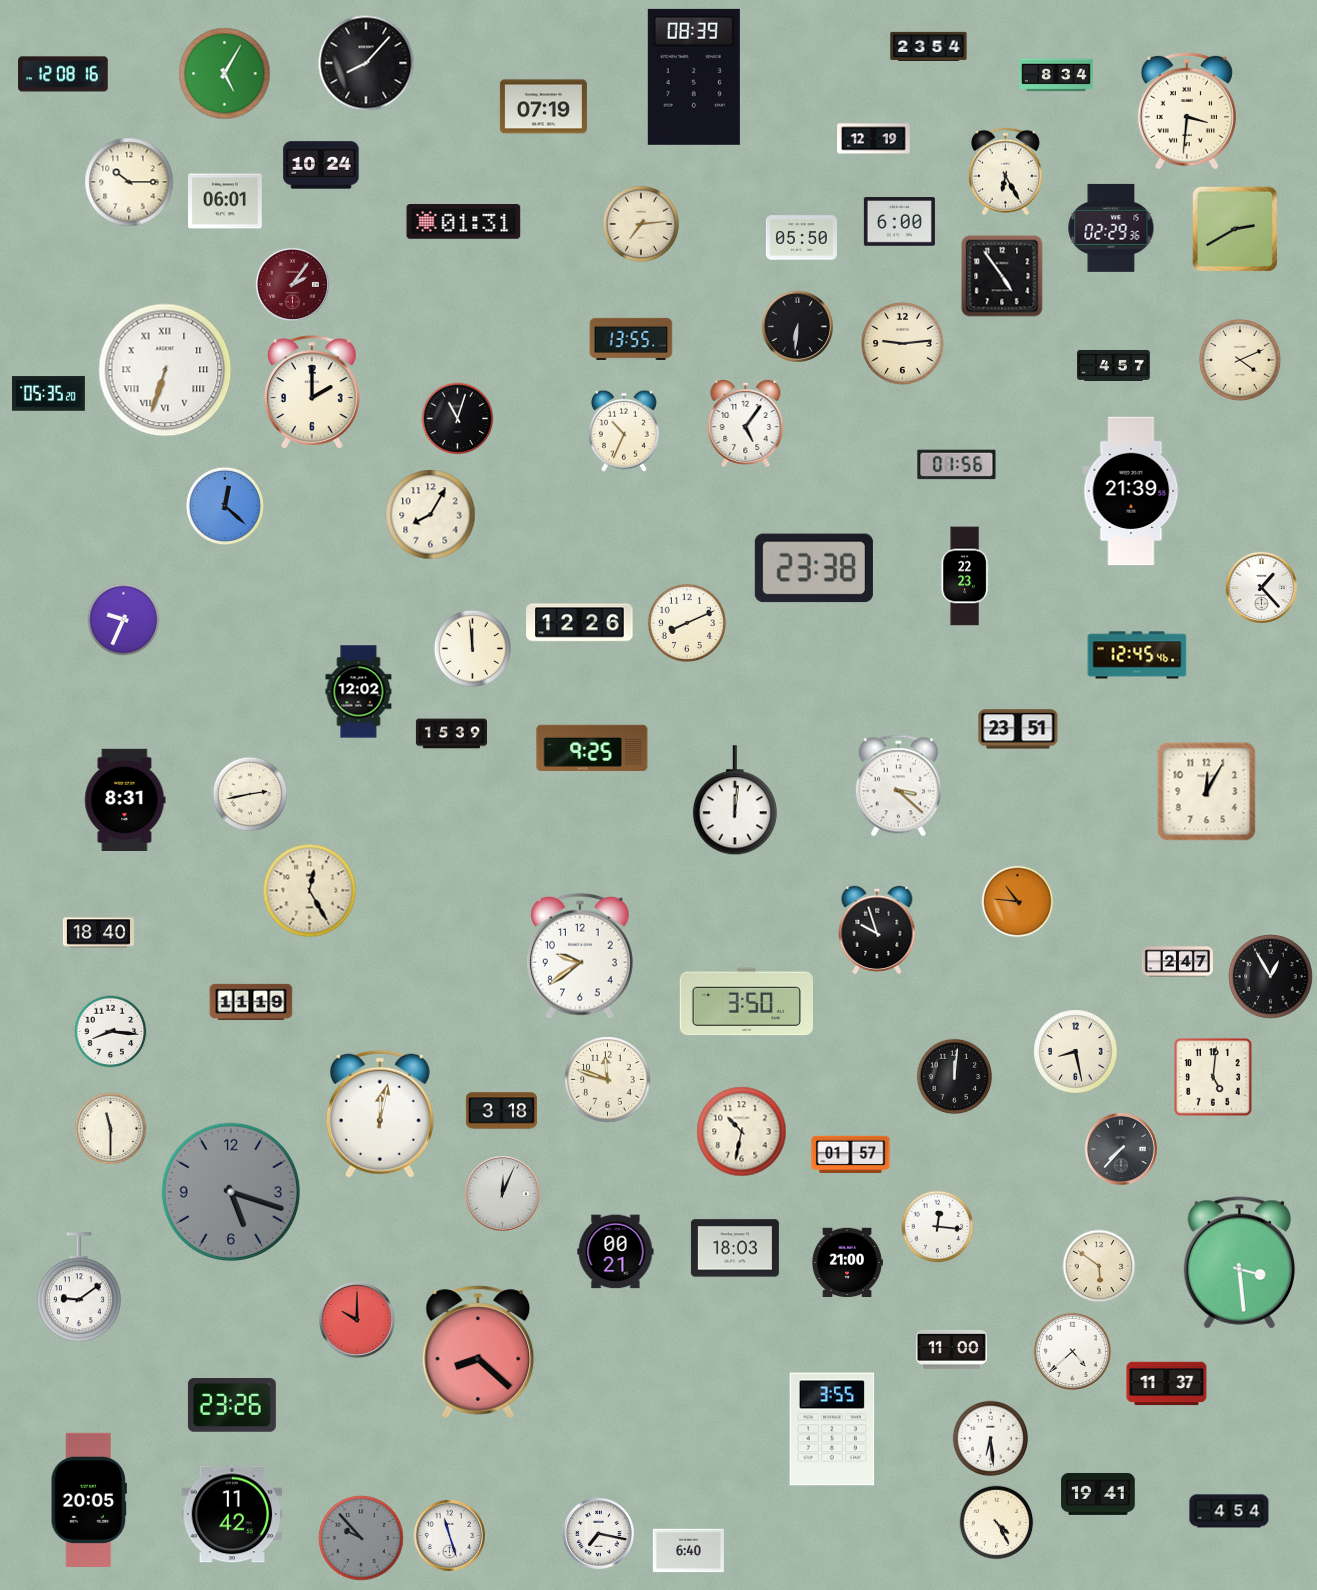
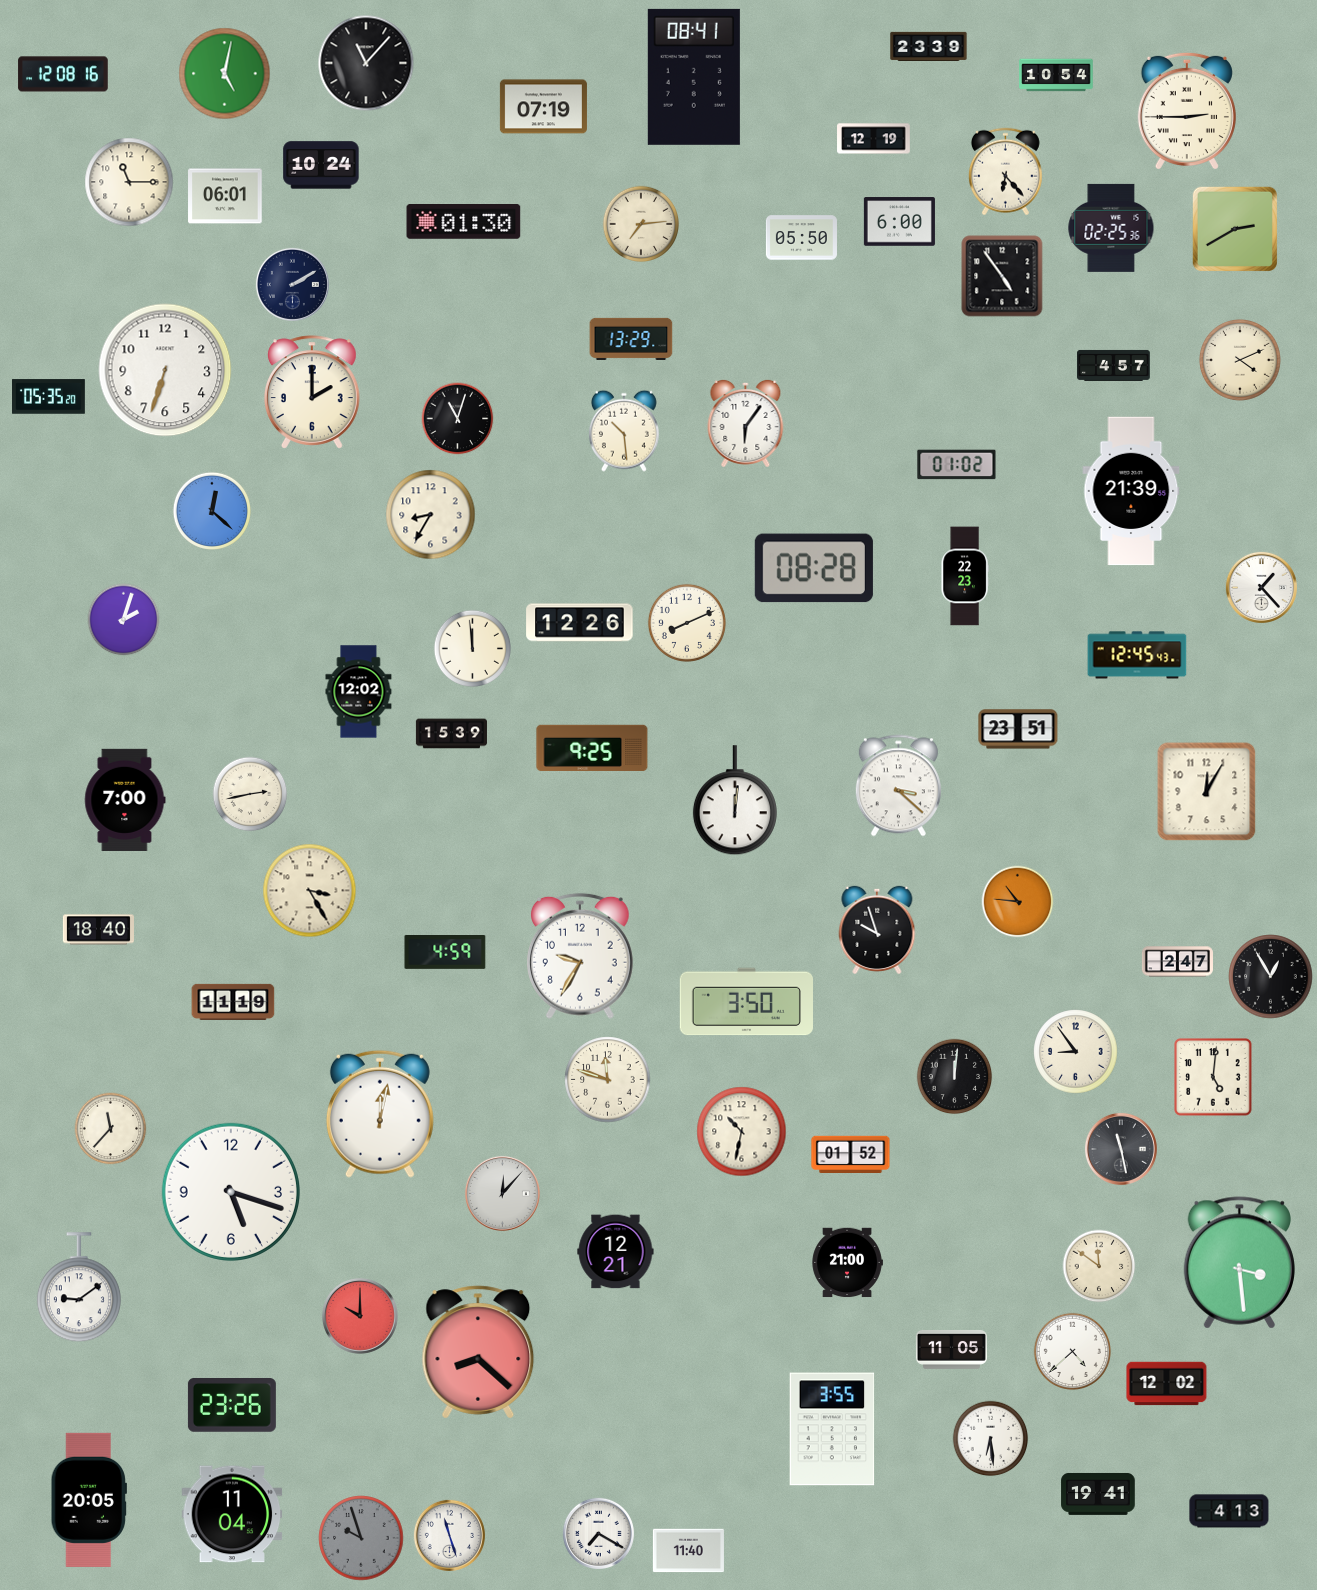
clock at (929, 46): 23:54 -> 23:39
clock at (366, 63): 8:07 -> 11:07
clock at (225, 74): 5:05 -> 5:02
clock at (1056, 75): 8:34 -> 10:54
clock at (694, 77): 08:39 -> 08:41
clock at (1187, 111): 3:31 -> 2:45
clock at (1005, 172): 6:25 -> 6:23
clock at (129, 182): 10:15 -> 11:15
clock at (225, 201) position: (225, 201) -> (225, 196)
clock at (464, 222): 01:31 -> 01:30
clock at (1111, 228): 02:29 -> 02:25
clock at (292, 284): 2:06 -> 2:10
clock at (292, 284) dial: burgundy -> navy
clock at (797, 326): 6:31 -> none
clock at (631, 339): 13:55 -> 13:29
clock at (903, 344): 9:14 -> none
clock at (165, 370) numerals: Roman -> Arabic
clock at (49, 394) position: (49, 394) -> (49, 397)
clock at (746, 423): 5:06 -> 6:06
clock at (624, 431): 10:34 -> 10:29
clock at (957, 465): 01:56 -> 01:02
clock at (225, 506) position: (225, 506) -> (212, 511)
clock at (431, 515): 8:05 -> 8:35
clock at (814, 568): 23:38 -> 08:28
clock at (124, 620): 9:34 -> 2:03
clock at (1137, 655): 12:45:46 -> 12:45:43
clock at (125, 800): 8:31 -> 7:00
clock at (310, 891): 12:25 -> 3:25
clock at (98, 933) position: (98, 933) -> (98, 930)
clock at (445, 953): none -> 4:59
clock at (581, 956): 9:39 -> 9:35
clock at (251, 1002) position: (251, 1002) -> (233, 1002)
clock at (111, 1032): 8:16 -> none
clock at (1076, 1052): 8:28 -> 8:54
clock at (501, 1111): 3:18 -> none
clock at (111, 1129): 11:30 -> 11:37
clock at (1121, 1149): 7:37 -> 11:28
clock at (851, 1155): 01:57 -> 01:52
clock at (231, 1192) dial: grey -> white
clock at (502, 1193): 12:04 -> 12:07
clock at (938, 1227): 12:16 -> none
clock at (735, 1248): 18:03 -> none
clock at (616, 1252): 00:21 -> 12:21
clock at (1099, 1266): 5:51 -> 11:51
clock at (357, 1320) position: (357, 1320) -> (360, 1316)
clock at (951, 1349): 11:00 -> 11:05
clock at (1167, 1384): 11:37 -> 12:02
clock at (1229, 1511): 4:54 -> 4:13
clock at (232, 1514): 11:42 -> 11:04
clock at (997, 1523): 4:25 -> none
clock at (598, 1533): 7:17 -> 7:20
clock at (361, 1538): 9:53 -> 9:57
clock at (688, 1551): 6:40 -> 11:40
